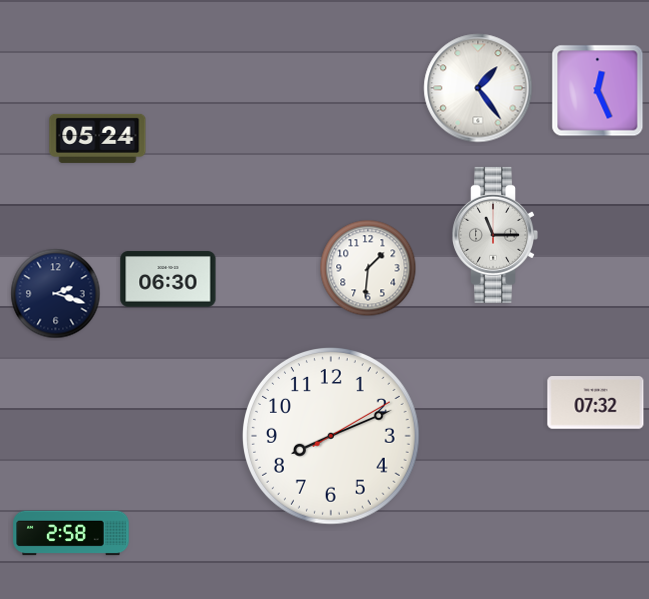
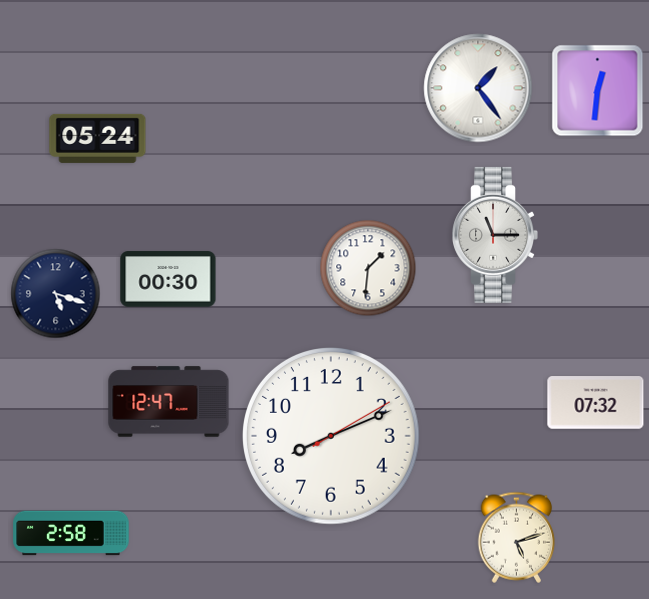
clock at (598, 91): 12:26 -> 12:31
clock at (168, 279): 06:30 -> 00:30
clock at (56, 294): 2:18 -> 5:18
clock at (169, 402): none -> 12:47
clock at (517, 537): none -> 5:12
